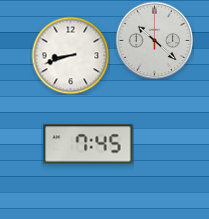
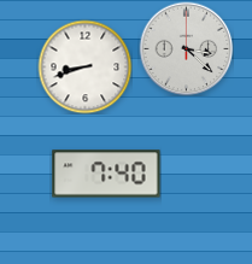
clock at (154, 40): 10:22 -> 3:22
clock at (88, 144): 7:45 -> 7:40
